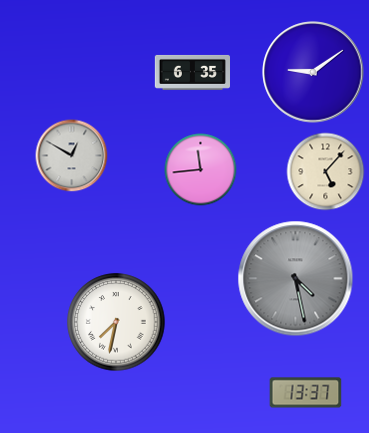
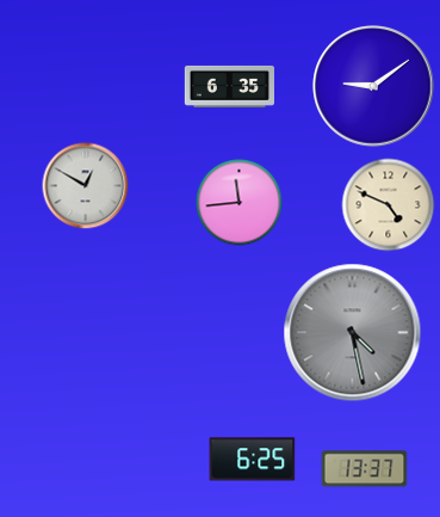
clock at (326, 172): 5:07 -> 4:49
clock at (116, 322): 7:32 -> none
clock at (253, 460): none -> 6:25
